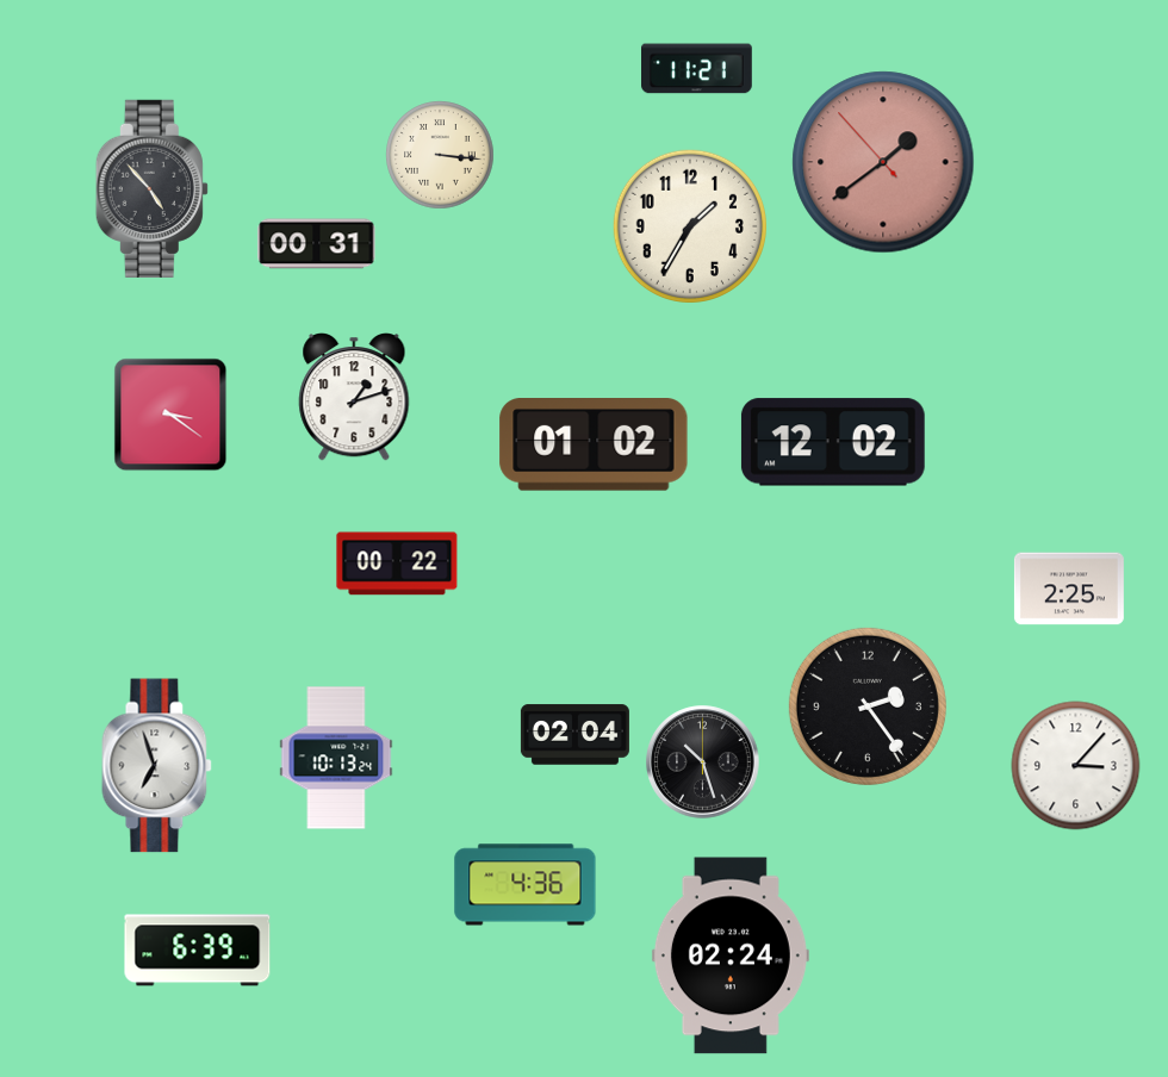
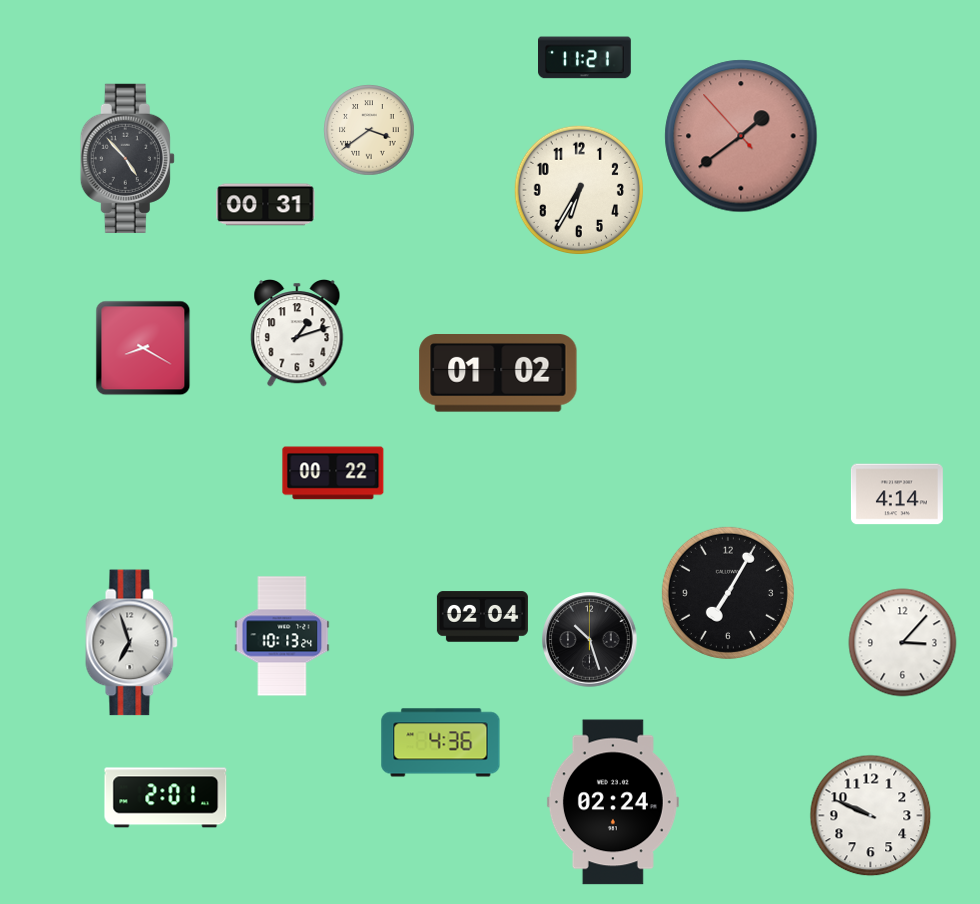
clock at (440, 155): 3:16 -> 3:39
clock at (689, 225): 1:35 -> 6:35
clock at (170, 415): 3:21 -> 8:20
clock at (833, 442): 12:02 -> none
clock at (1069, 589): 2:25 -> 4:14
clock at (868, 706): 2:24 -> 7:05
clock at (198, 951): 6:39 -> 2:01
clock at (871, 816): none -> 9:49
